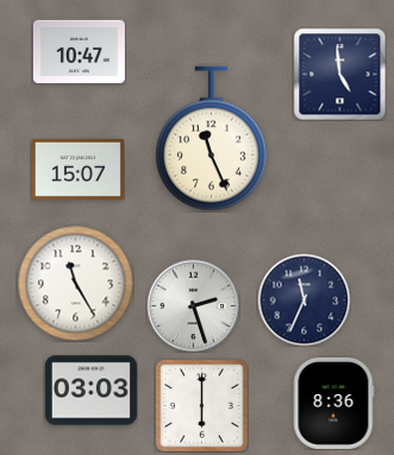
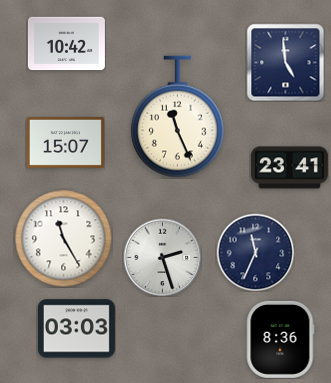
clock at (79, 52): 10:47 -> 10:42
clock at (289, 168): none -> 23:41
clock at (201, 405): 6:00 -> none
